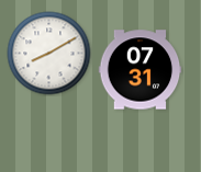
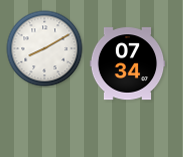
clock at (141, 70): 07:31 -> 07:34
